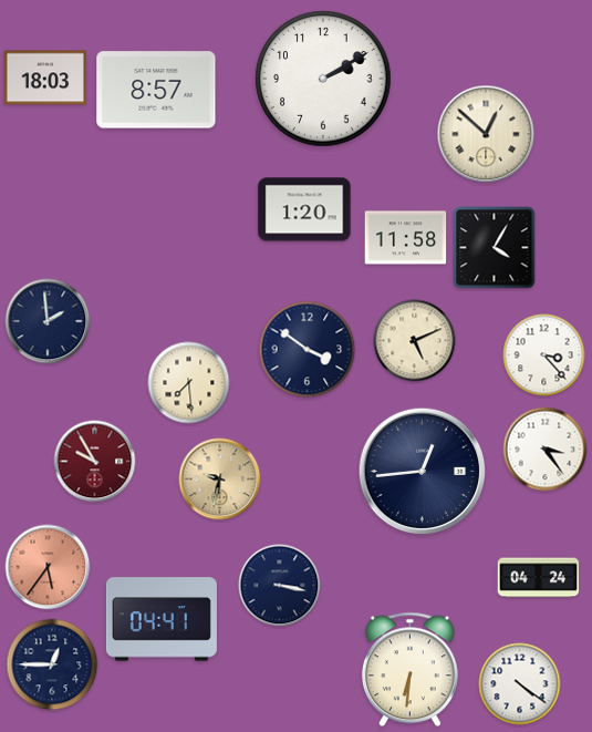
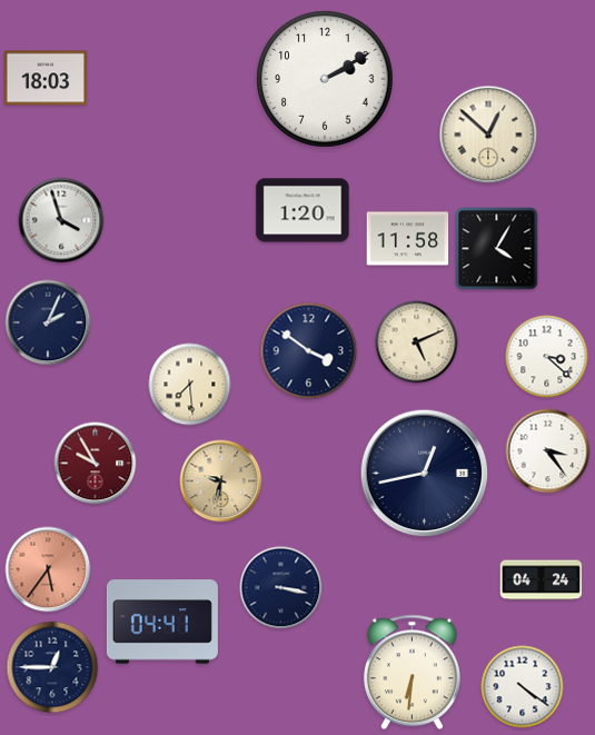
clock at (156, 90): 8:57 -> none
clock at (304, 209) position: (304, 209) -> (303, 210)
clock at (61, 220): none -> 3:57
clock at (48, 321): 1:59 -> 2:04
clock at (544, 355): 3:23 -> 3:22
clock at (423, 472): 12:44 -> 12:43
